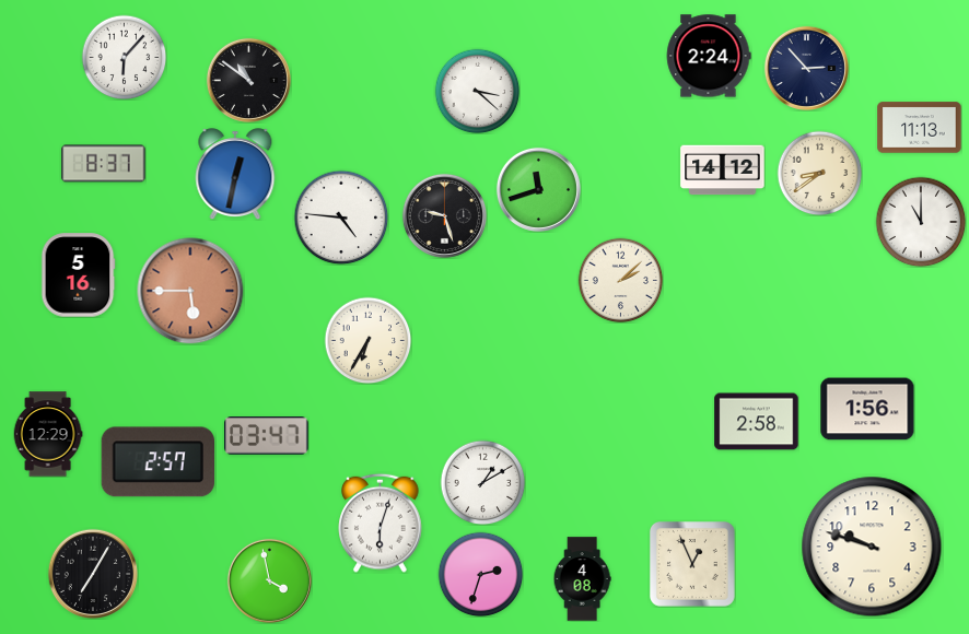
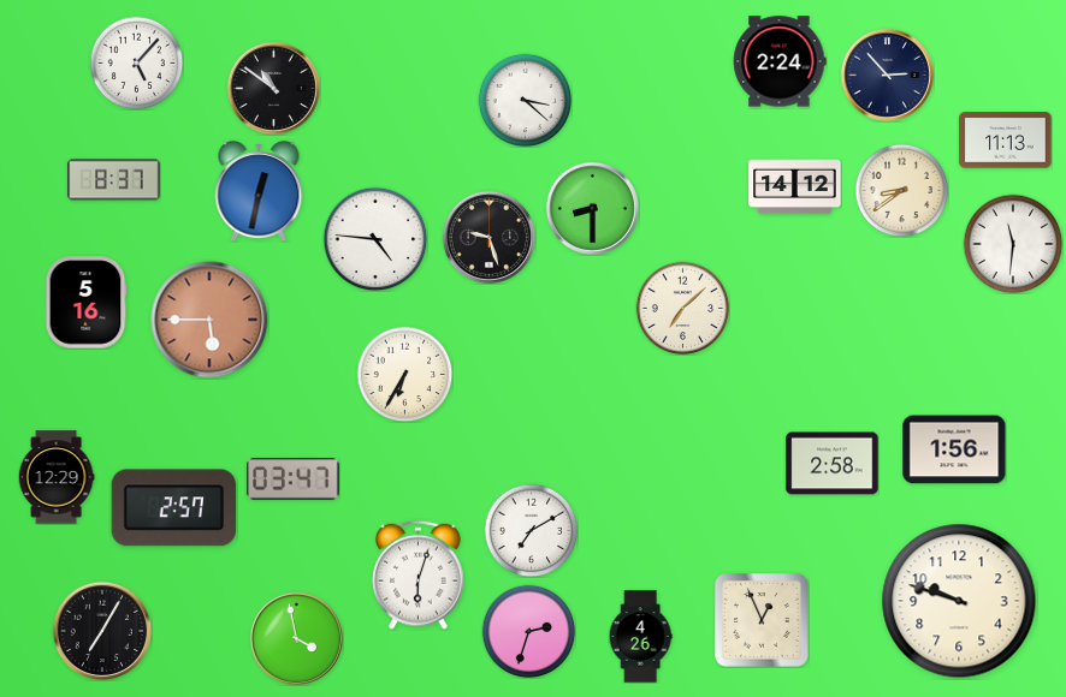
clock at (124, 57): 6:07 -> 5:07
clock at (920, 128) position: (920, 128) -> (1006, 141)
clock at (538, 189): 11:42 -> 8:30
clock at (921, 222): 11:00 -> 11:31
clock at (620, 280): 2:08 -> 7:08
clock at (48, 434) position: (48, 434) -> (57, 477)
clock at (482, 482): 1:10 -> 7:10
clock at (582, 579): 4:08 -> 4:26
